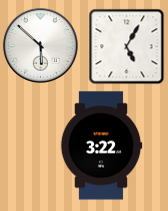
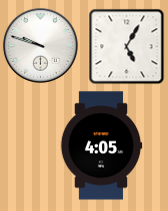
clock at (40, 45): 5:52 -> 9:48
clock at (101, 146): 3:22 -> 4:05
